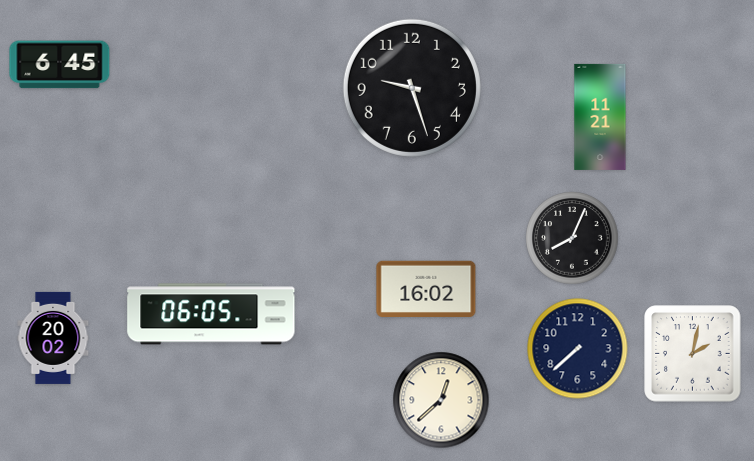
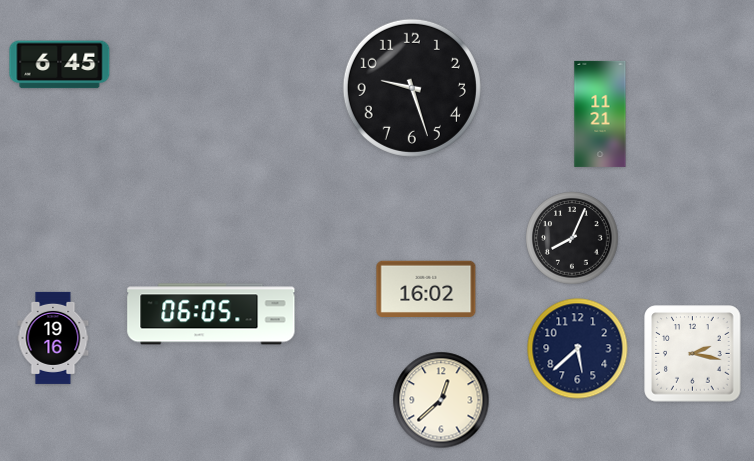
clock at (600, 117) position: (600, 117) -> (600, 114)
clock at (53, 338): 20:02 -> 19:16
clock at (578, 349): 7:38 -> 5:38
clock at (693, 354): 2:02 -> 2:17
